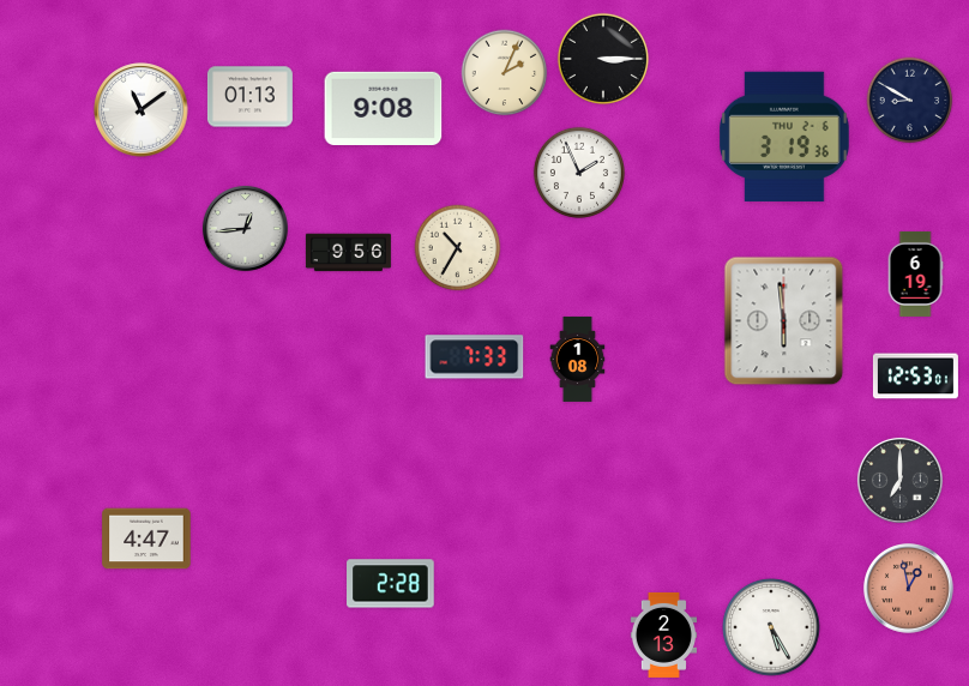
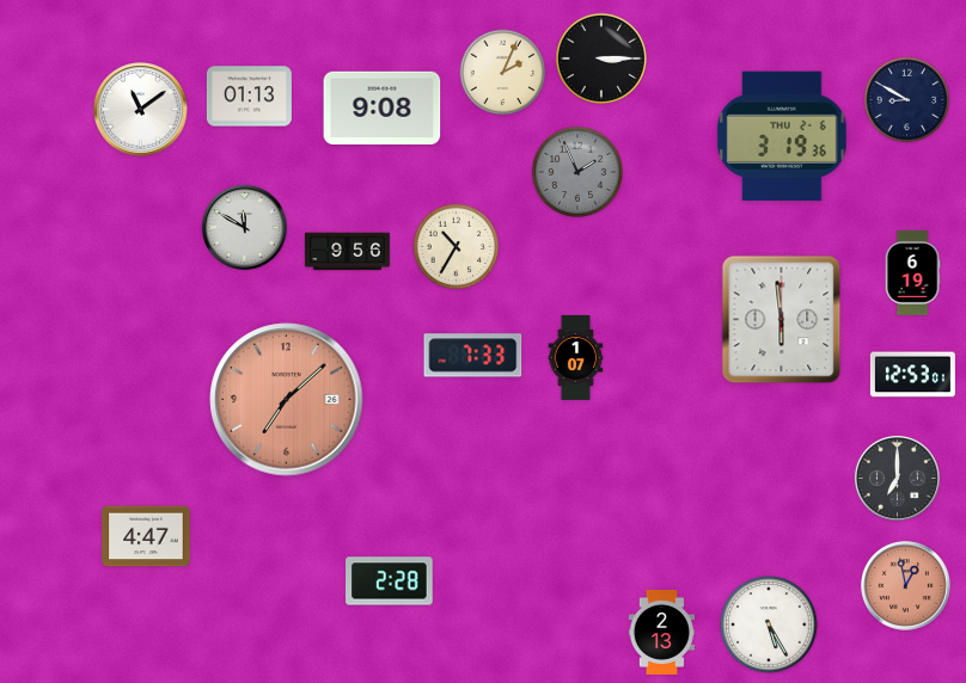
clock at (579, 173) dial: white -> grey
clock at (245, 228): 12:44 -> 11:50
clock at (578, 359): 1:08 -> 1:07
clock at (287, 400): none -> 7:08
